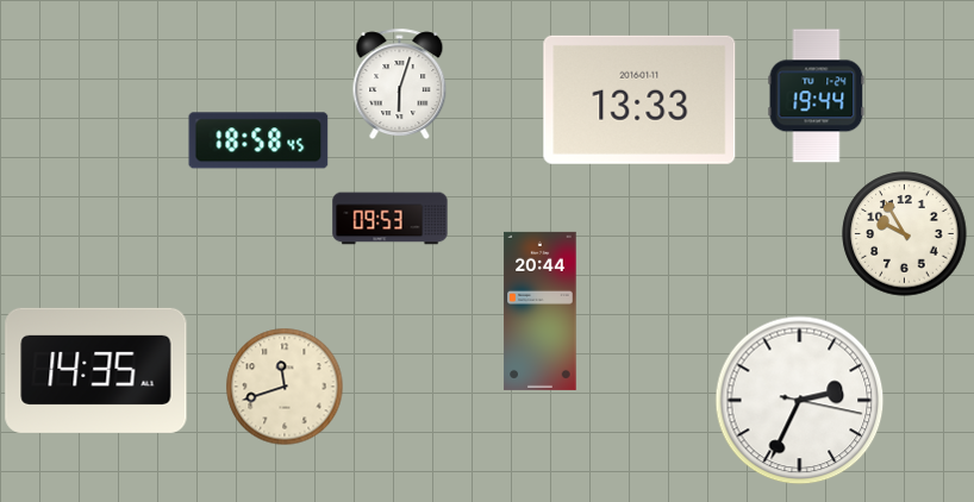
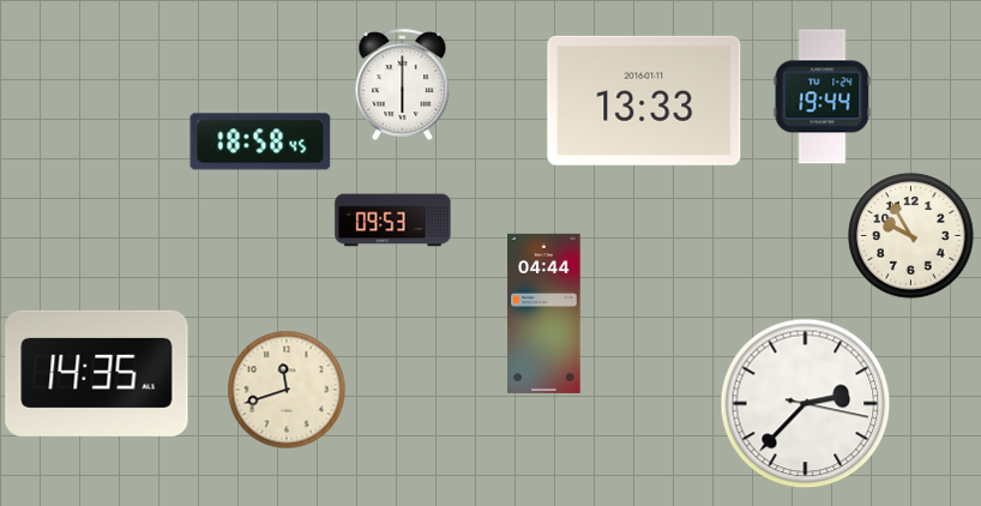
clock at (400, 83): 6:03 -> 6:00
clock at (541, 310): 20:44 -> 04:44
clock at (800, 401): 2:34 -> 2:37
